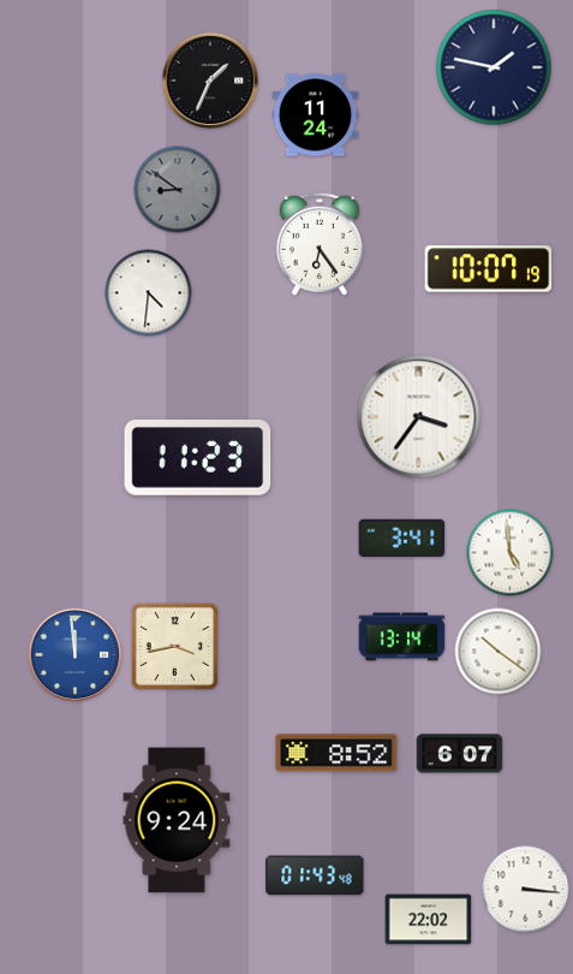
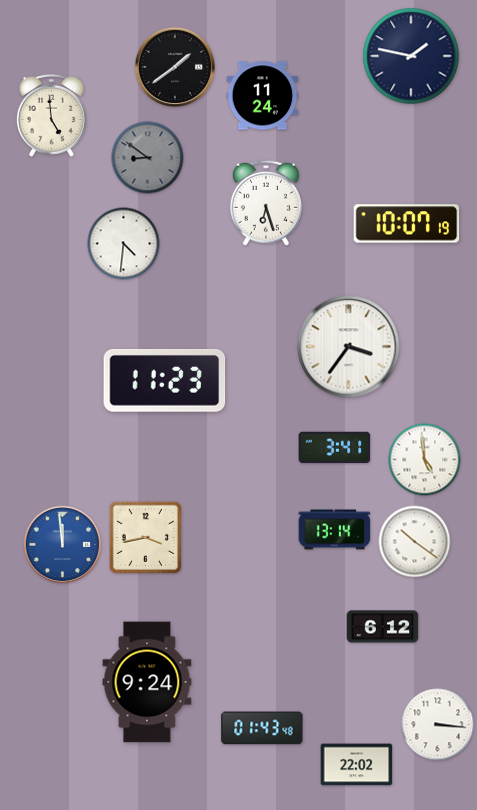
clock at (210, 81): 1:34 -> 1:39
clock at (52, 116): none -> 4:59
clock at (320, 244): 6:24 -> 6:27
clock at (336, 753): 8:52 -> none
clock at (460, 754): 6:07 -> 6:12
clock at (526, 890) position: (526, 890) -> (438, 725)
